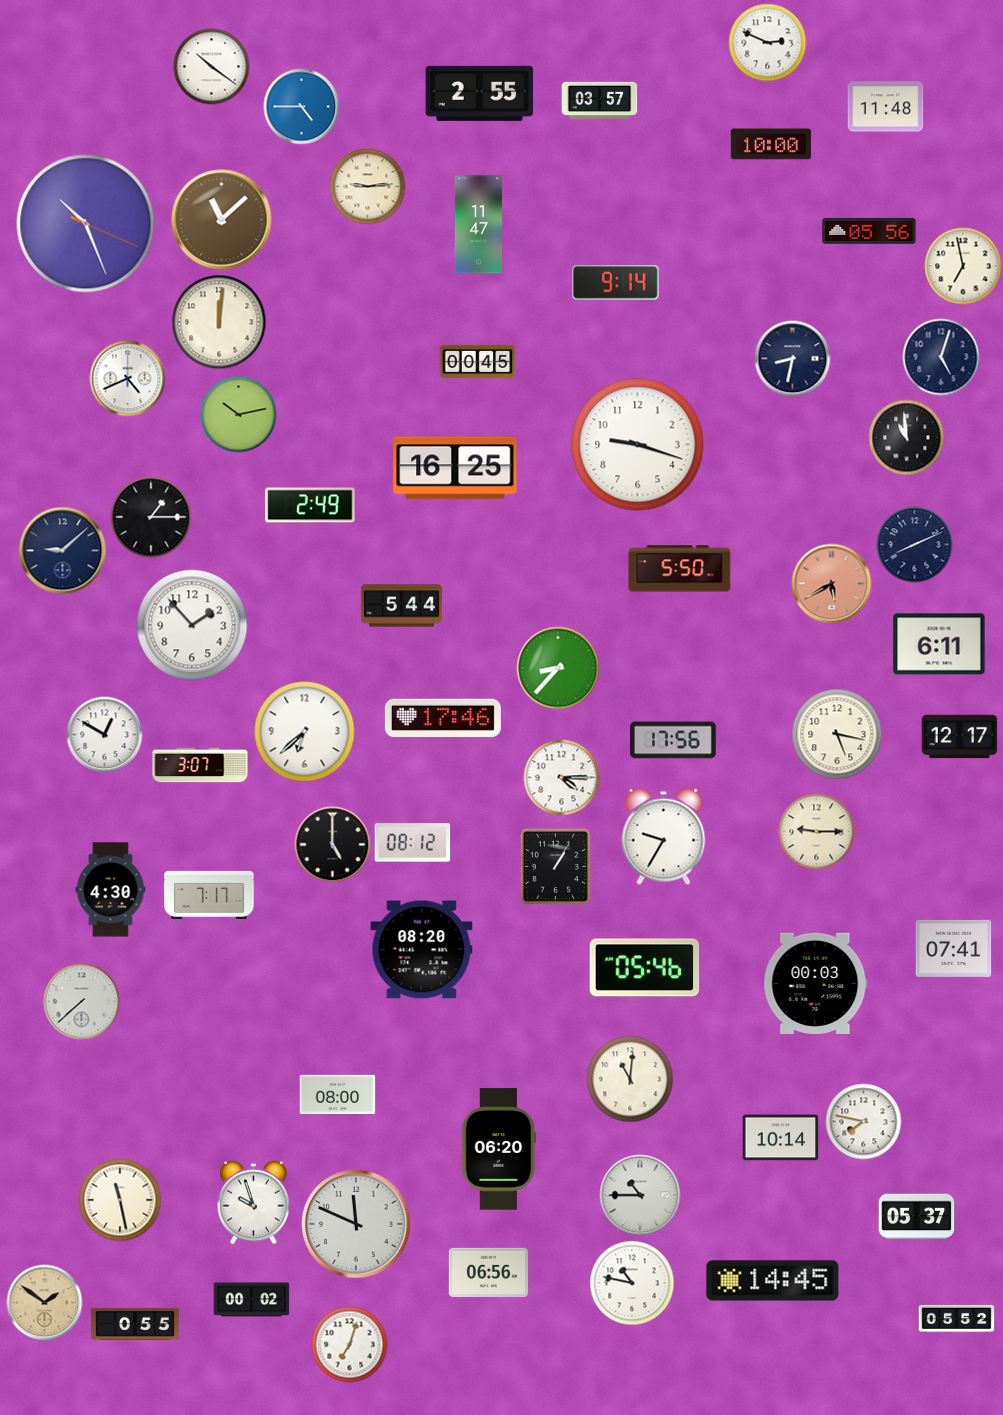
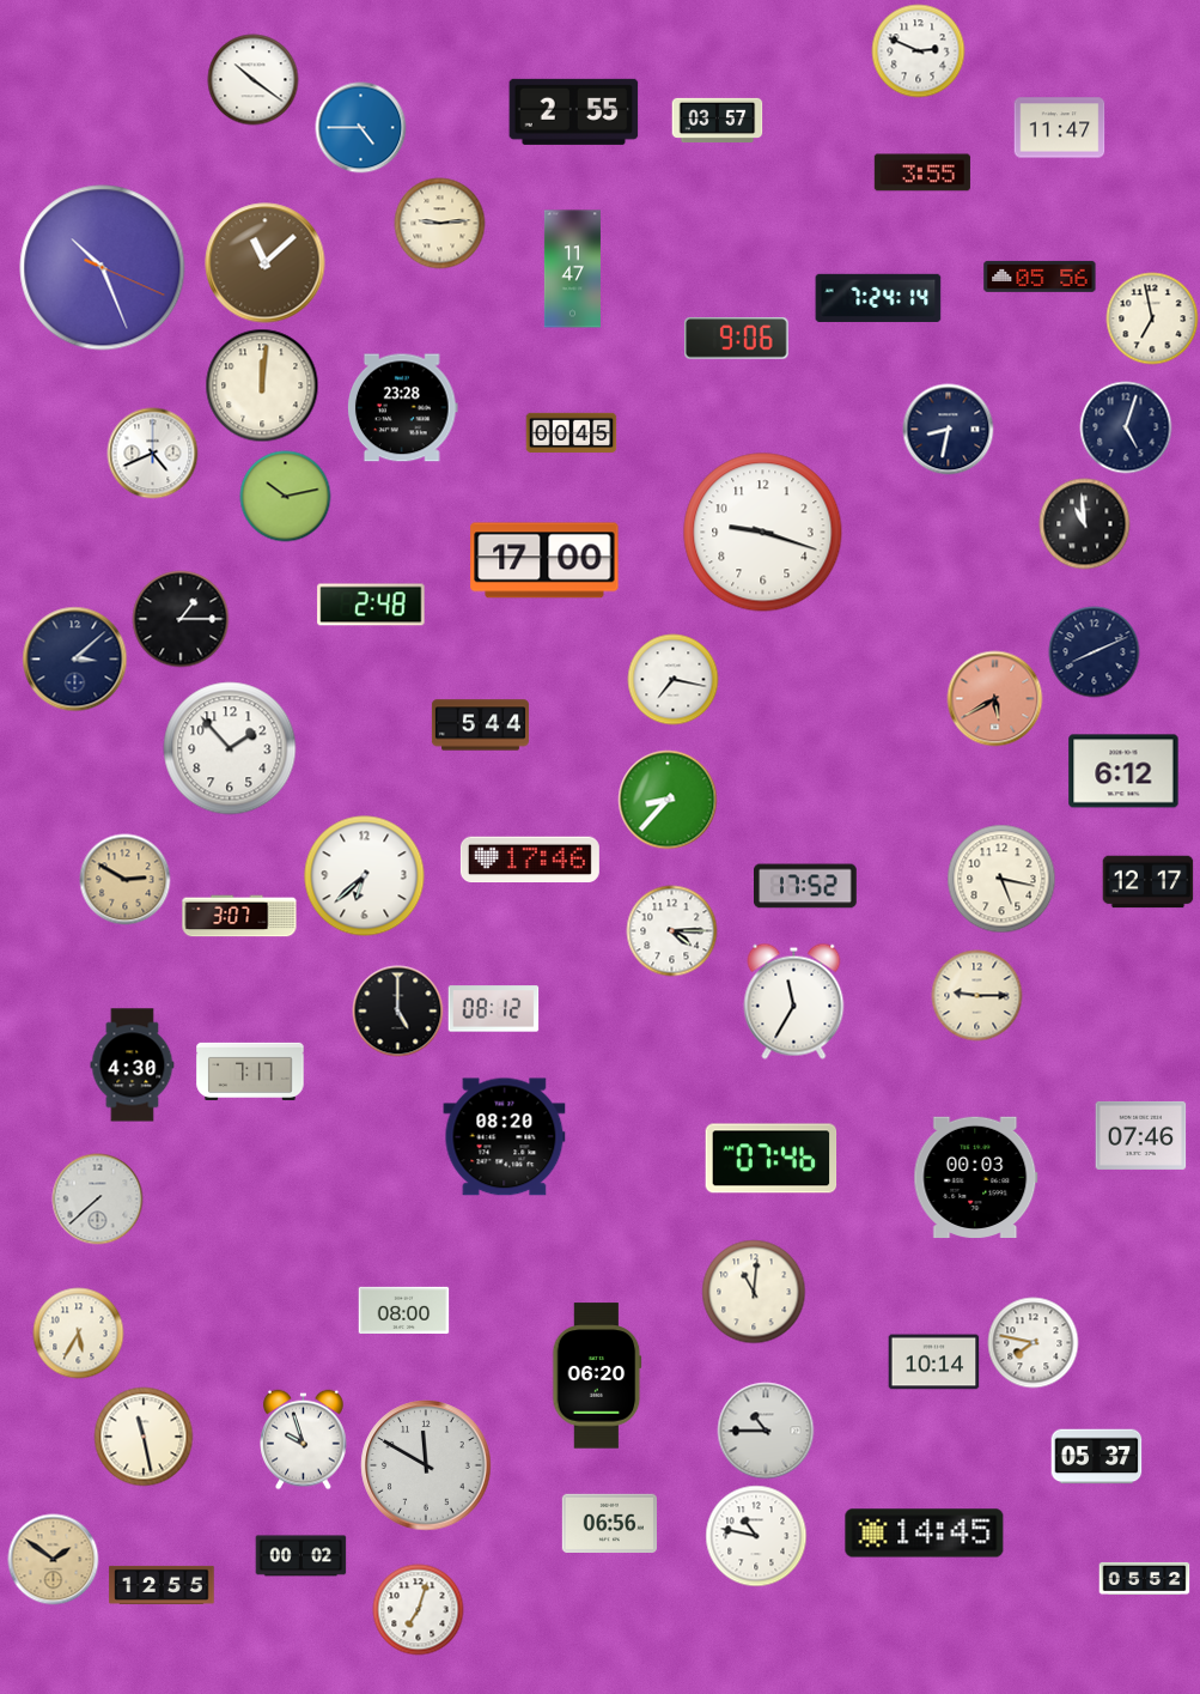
clock at (886, 107): 11:48 -> 11:47
clock at (771, 144): 10:00 -> 3:55
clock at (878, 298): none -> 7:24
clock at (616, 283): 9:14 -> 9:06
clock at (402, 408): none -> 23:28
clock at (455, 468): 16:25 -> 17:00
clock at (310, 505): 2:49 -> 2:48
clock at (63, 551): 9:08 -> 3:08
clock at (674, 680): none -> 7:17
clock at (680, 569): 5:50 -> none
clock at (939, 644): 6:11 -> 6:12
clock at (105, 735): 12:50 -> 2:50
clock at (105, 735) dial: white -> champagne
clock at (674, 740): 17:56 -> 17:52
clock at (664, 836): 9:35 -> 11:35
clock at (555, 866): 1:05 -> none
clock at (954, 948): 07:41 -> 07:46
clock at (645, 968): 05:46 -> 07:46
clock at (79, 1334): none -> 5:35
clock at (356, 1224): 11:49 -> 11:50
clock at (488, 1272) position: (488, 1272) -> (609, 1523)
clock at (135, 1324): 0:55 -> 12:55
